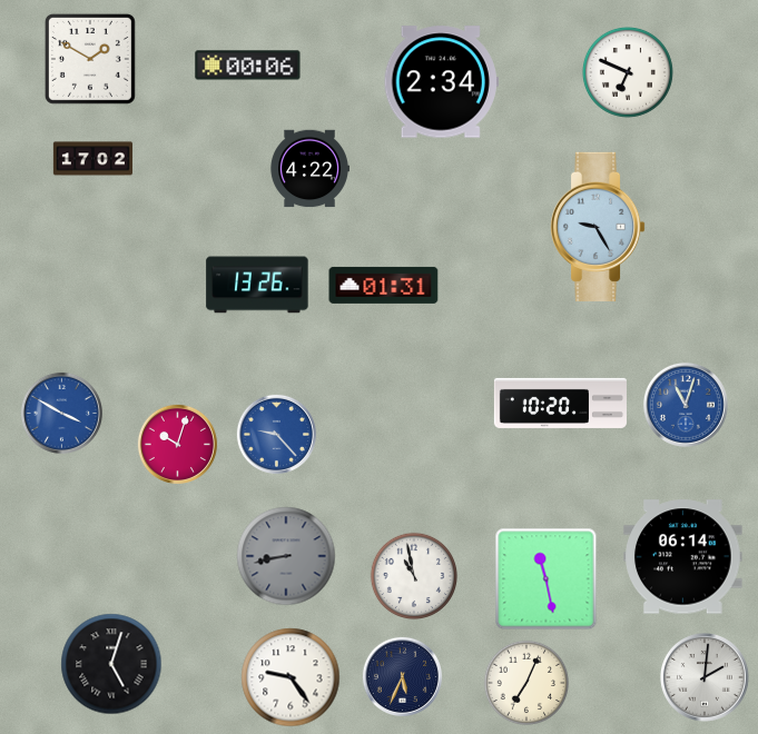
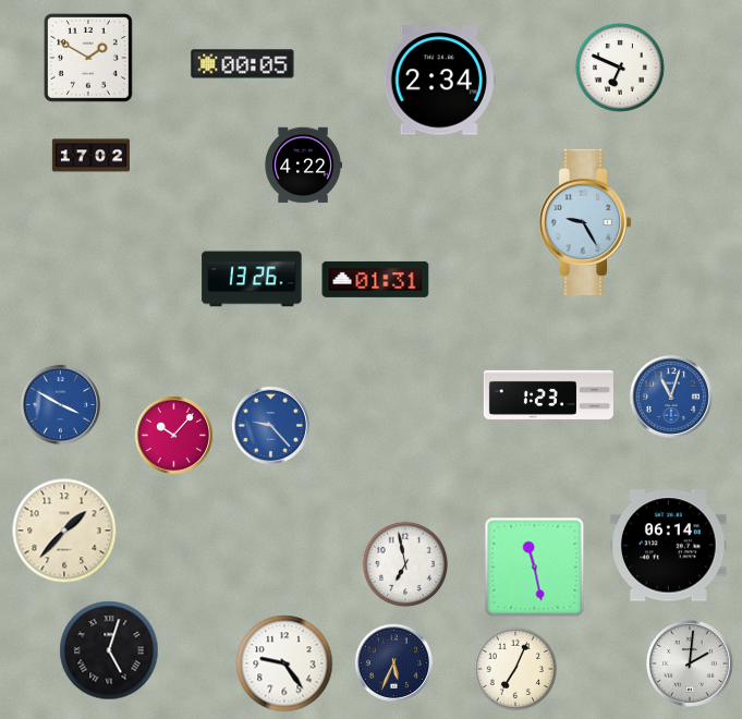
clock at (248, 66): 00:06 -> 00:05
clock at (628, 72) position: (628, 72) -> (620, 68)
clock at (441, 82) position: (441, 82) -> (439, 81)
clock at (560, 403): 10:20 -> 1:23
clock at (177, 444): 10:03 -> 10:07
clock at (64, 531): none -> 1:37
clock at (286, 556): 8:43 -> none
clock at (413, 575): 10:58 -> 6:58
